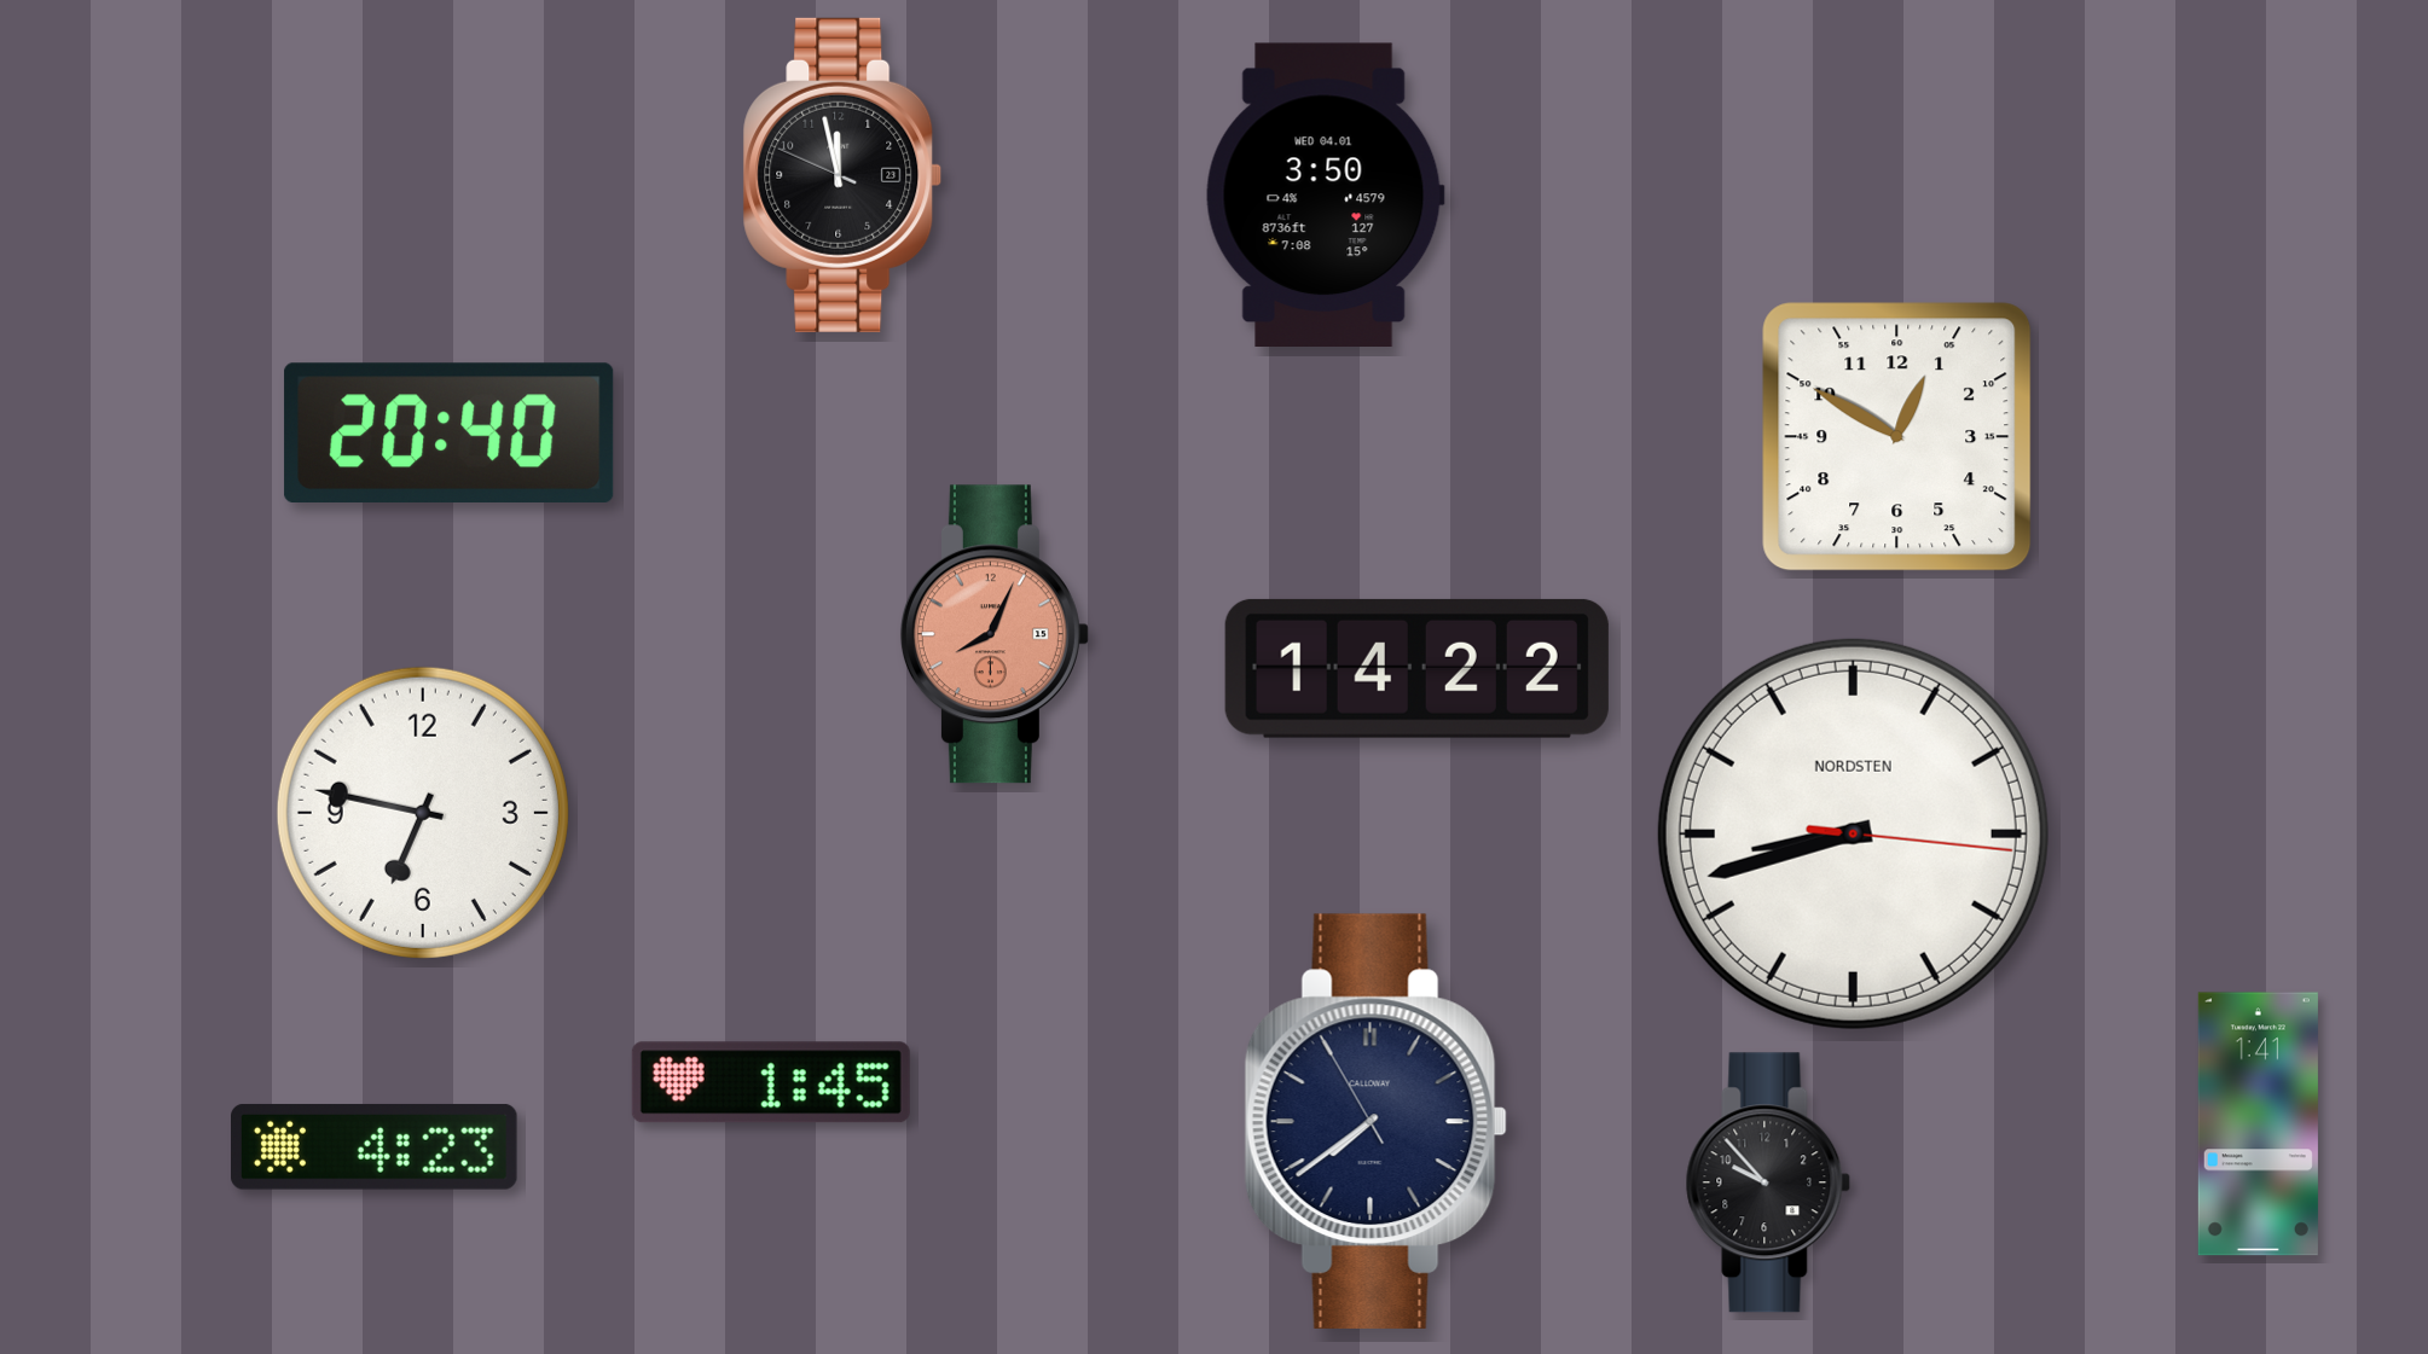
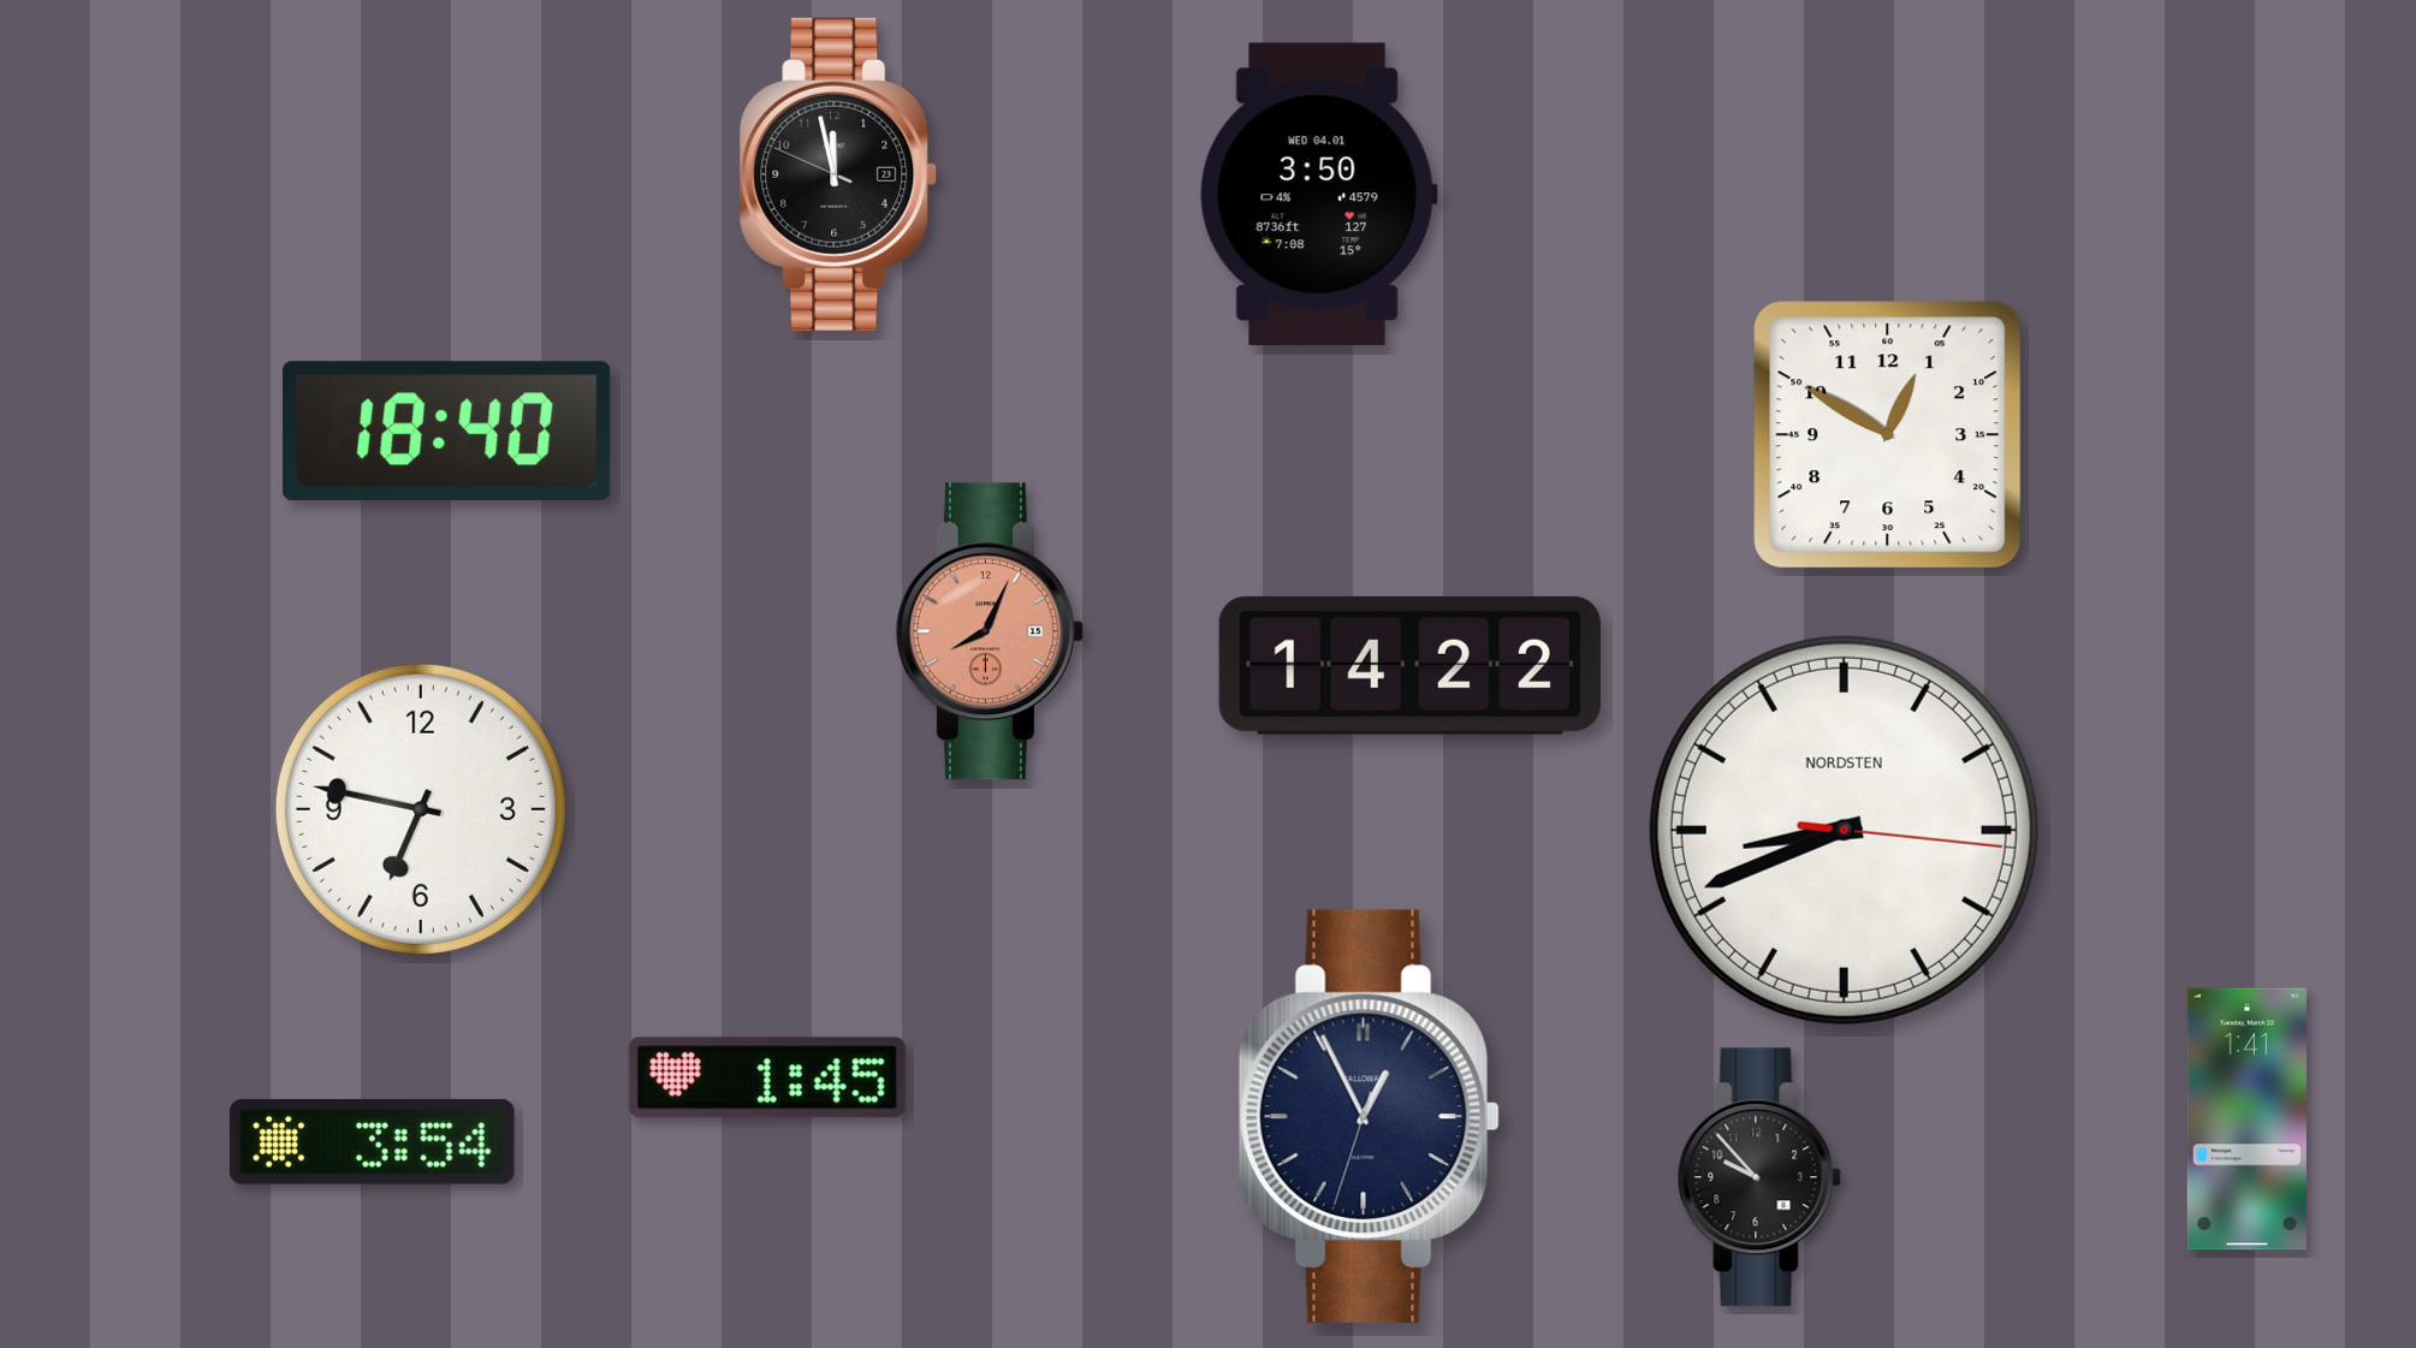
clock at (450, 432): 20:40 -> 18:40
clock at (1853, 833): 8:42 -> 8:41
clock at (1375, 1121): 7:38 -> 12:55
clock at (375, 1146): 4:23 -> 3:54
